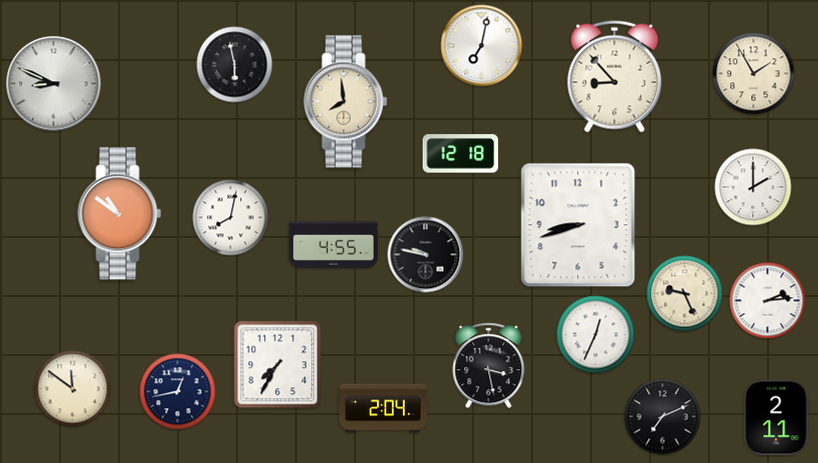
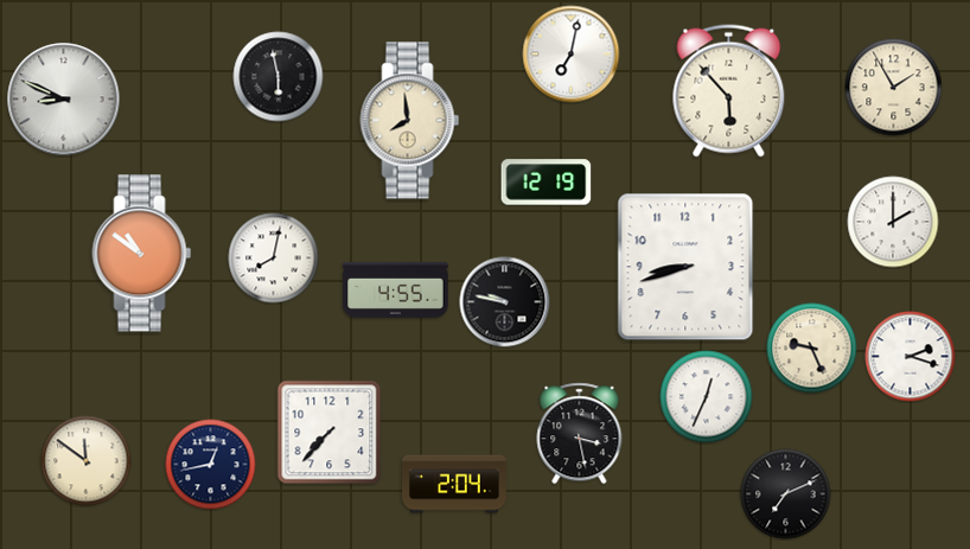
clock at (615, 77): 8:53 -> 5:53
clock at (461, 154): 12:18 -> 12:19
clock at (768, 301): 2:14 -> 2:18
clock at (278, 365): 7:35 -> 7:37
clock at (776, 418): 2:11 -> none
